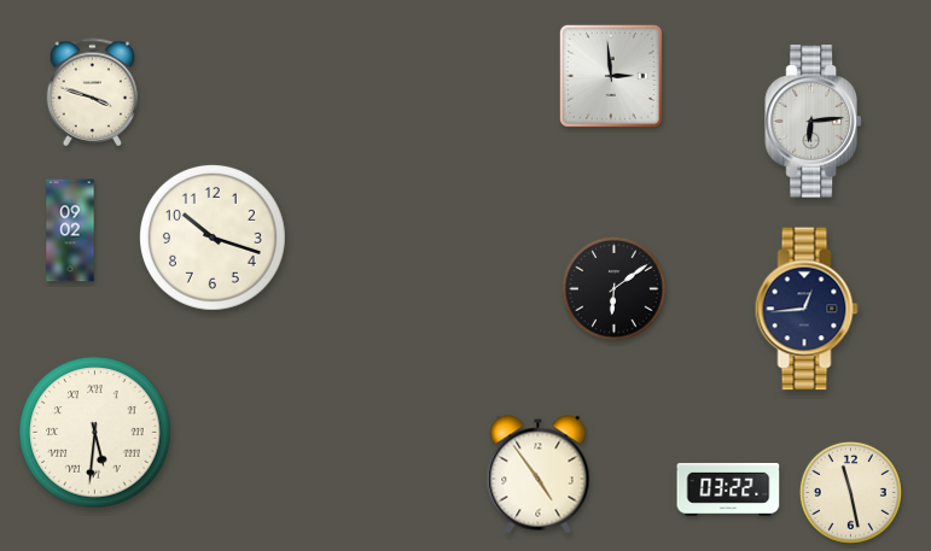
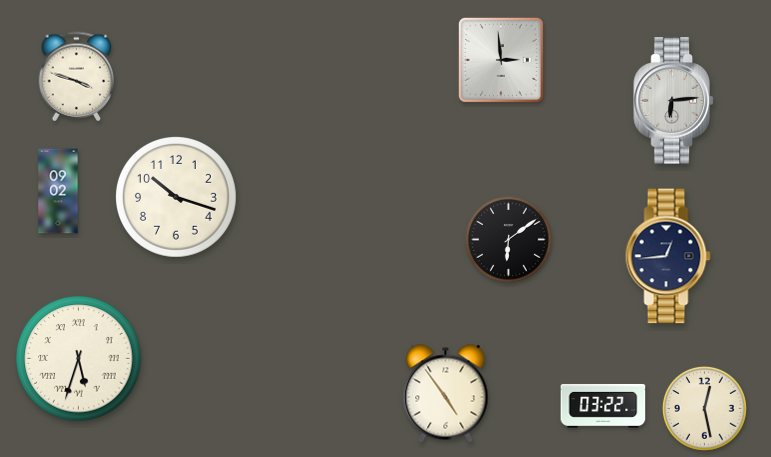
clock at (611, 76) position: (611, 76) -> (501, 60)
clock at (95, 433): 5:31 -> 5:33
clock at (850, 492): 11:28 -> 12:28
